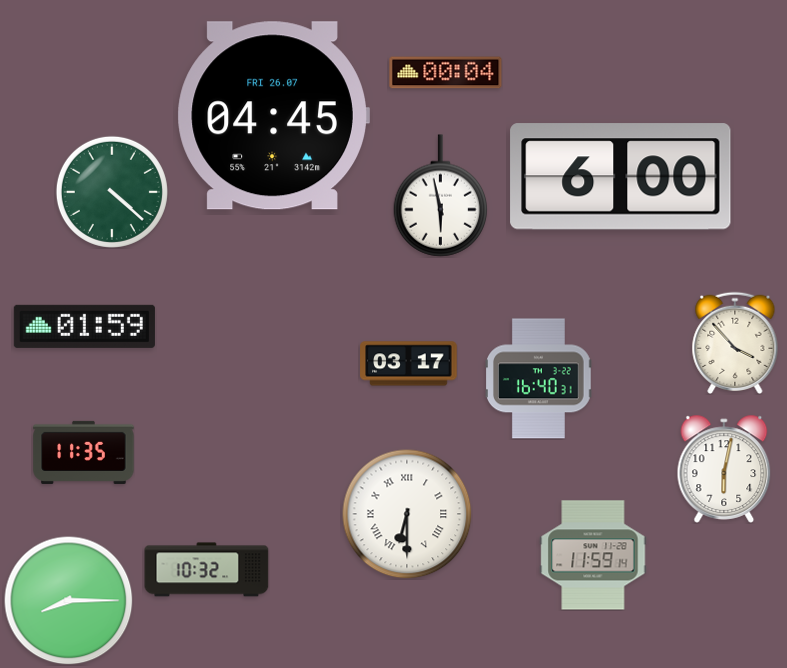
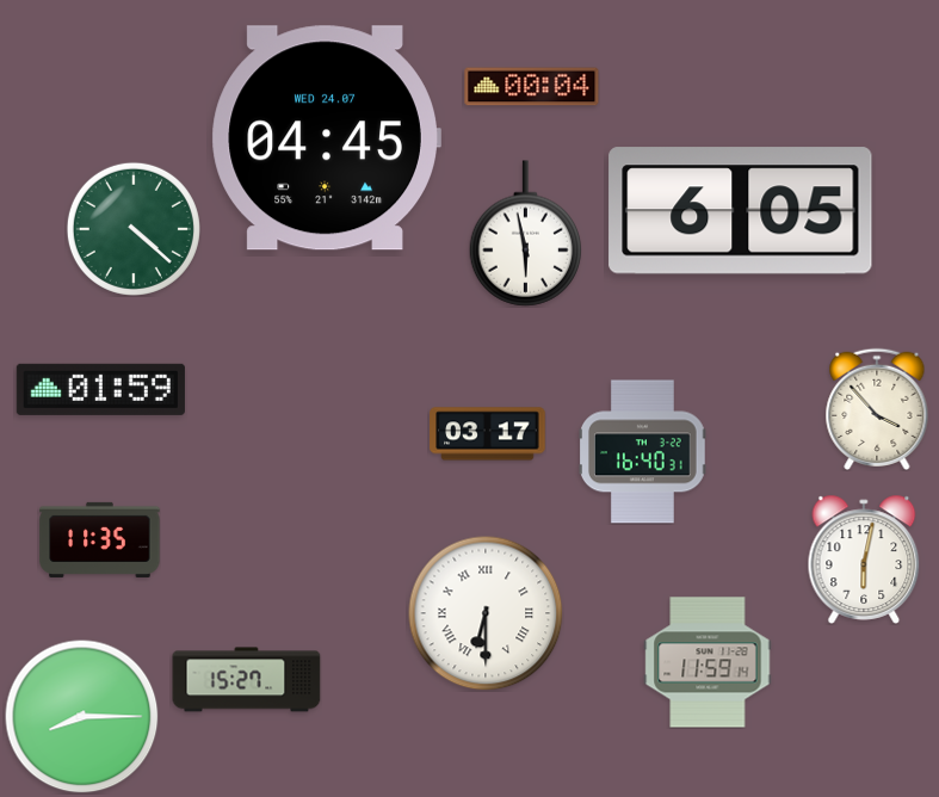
clock at (273, 116) date: FRI 26.07 -> WED 24.07
clock at (621, 177): 6:00 -> 6:05
clock at (207, 570): 10:32 -> 15:27
